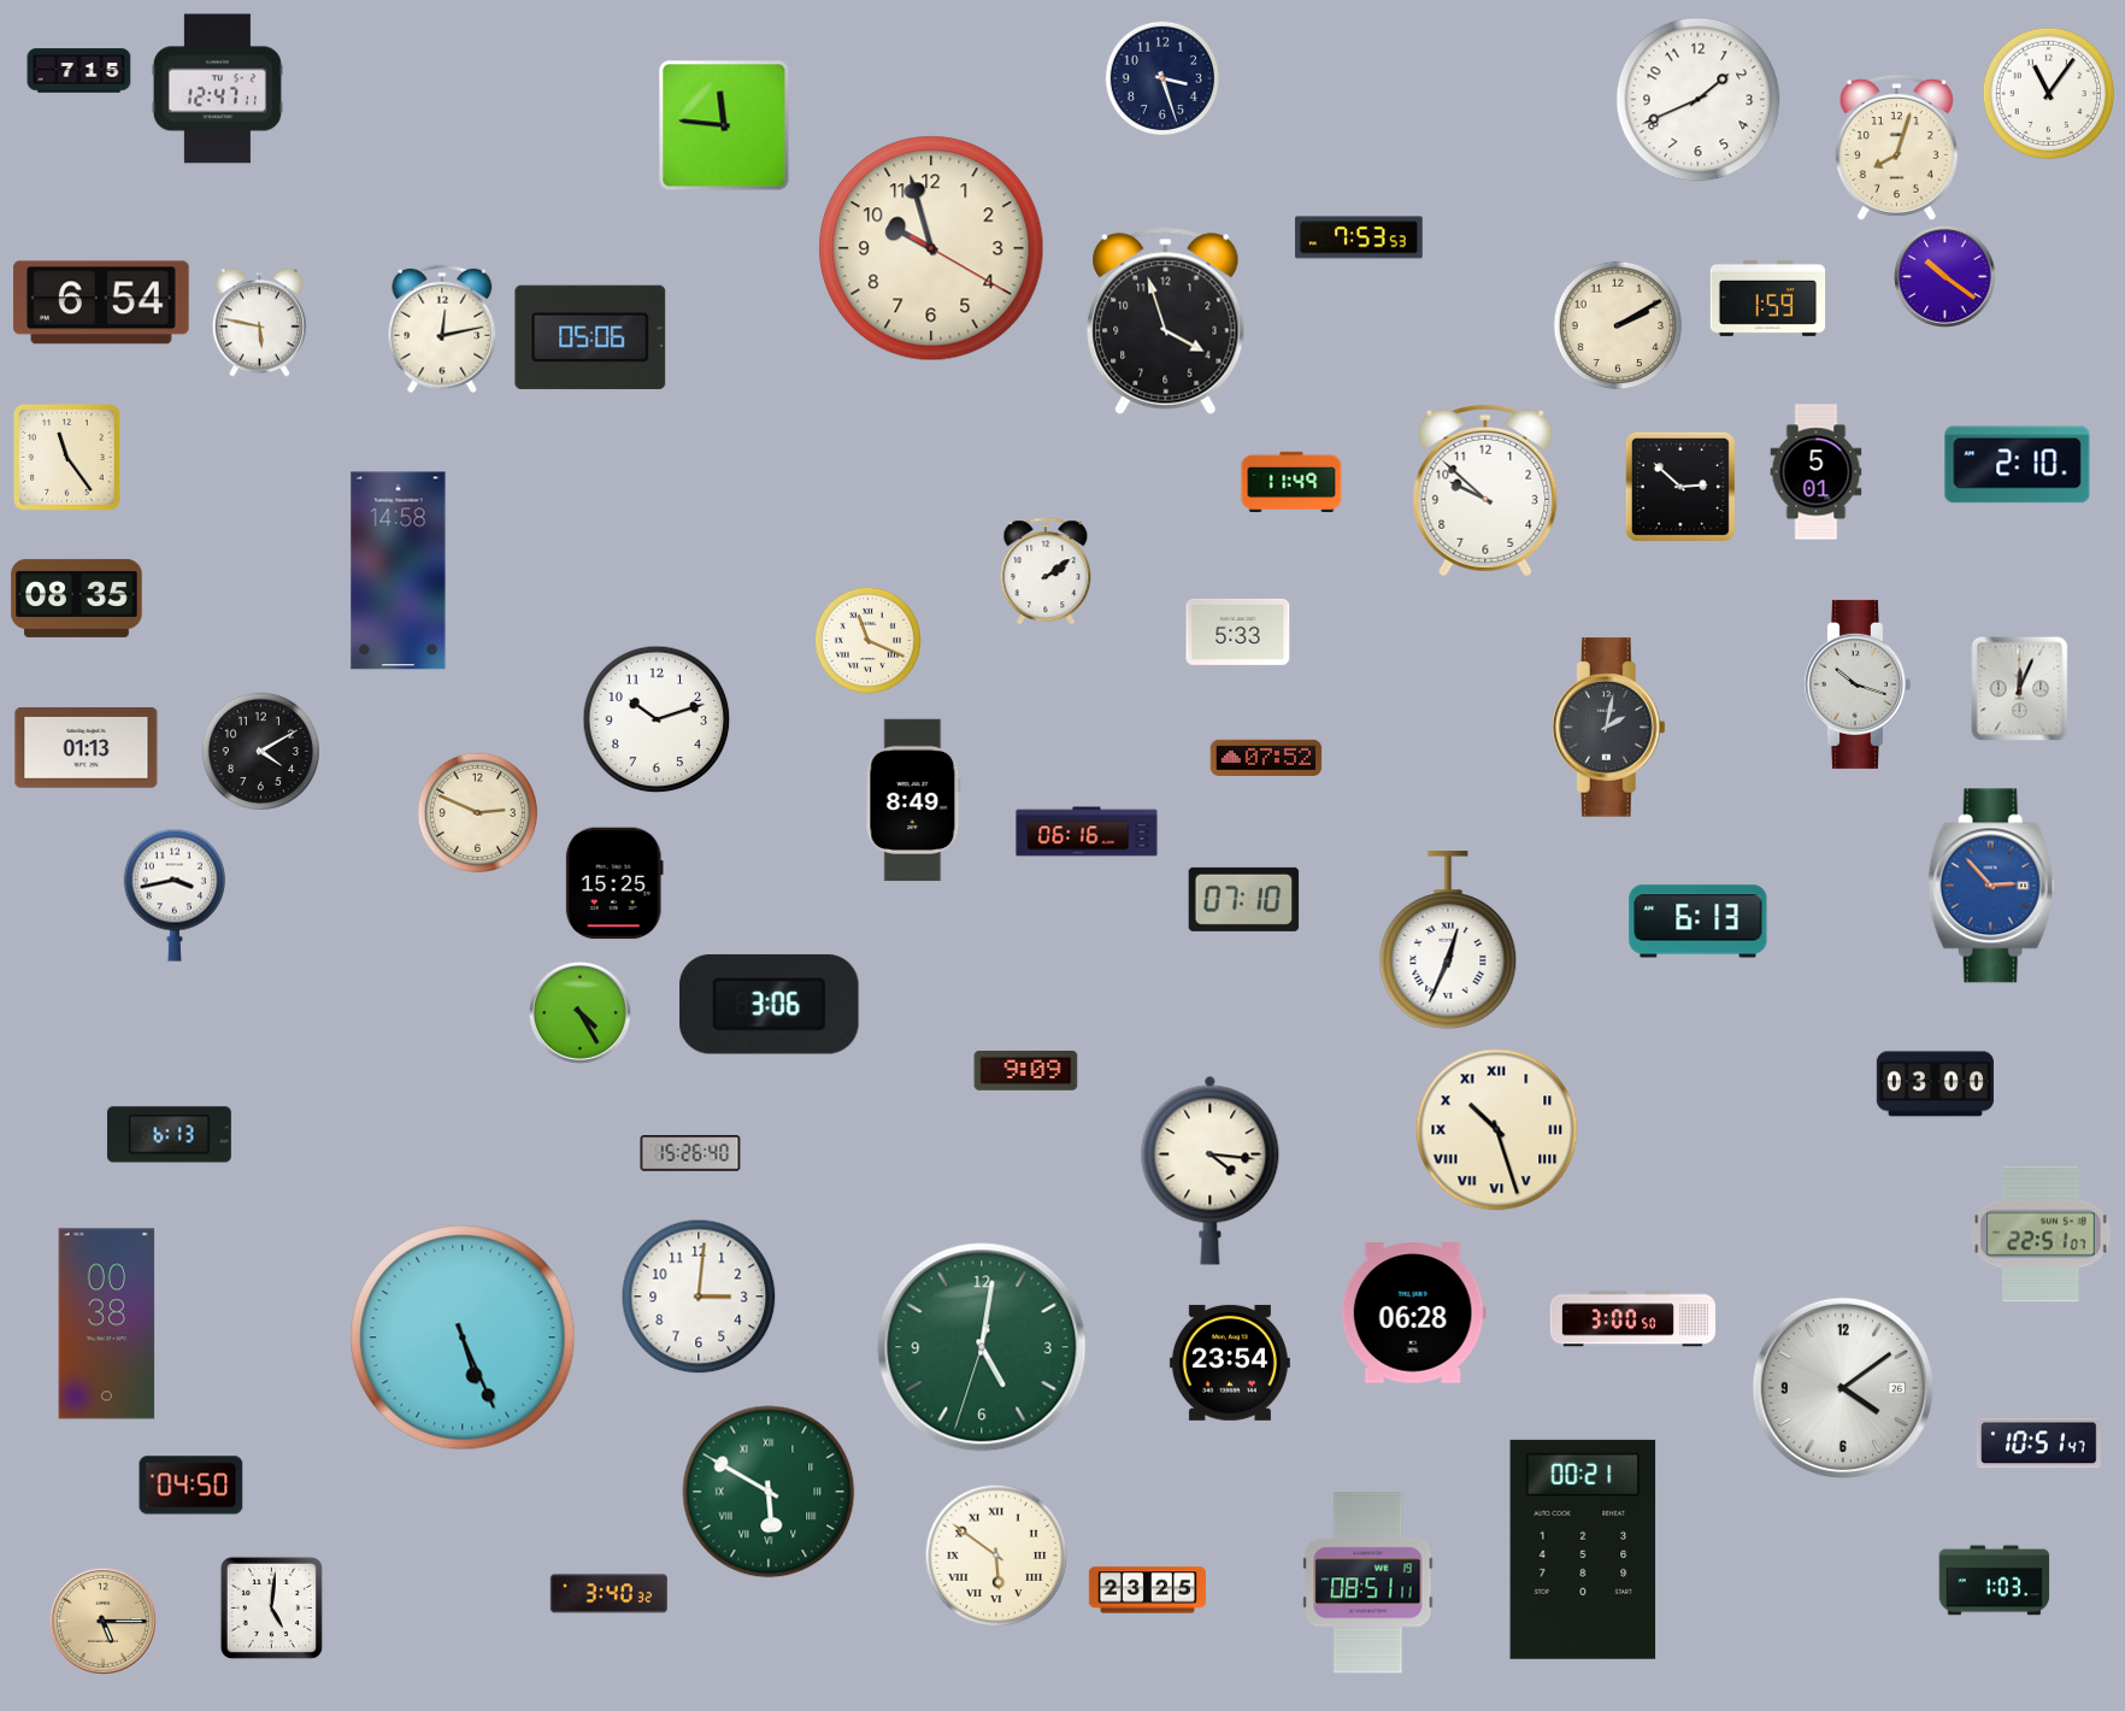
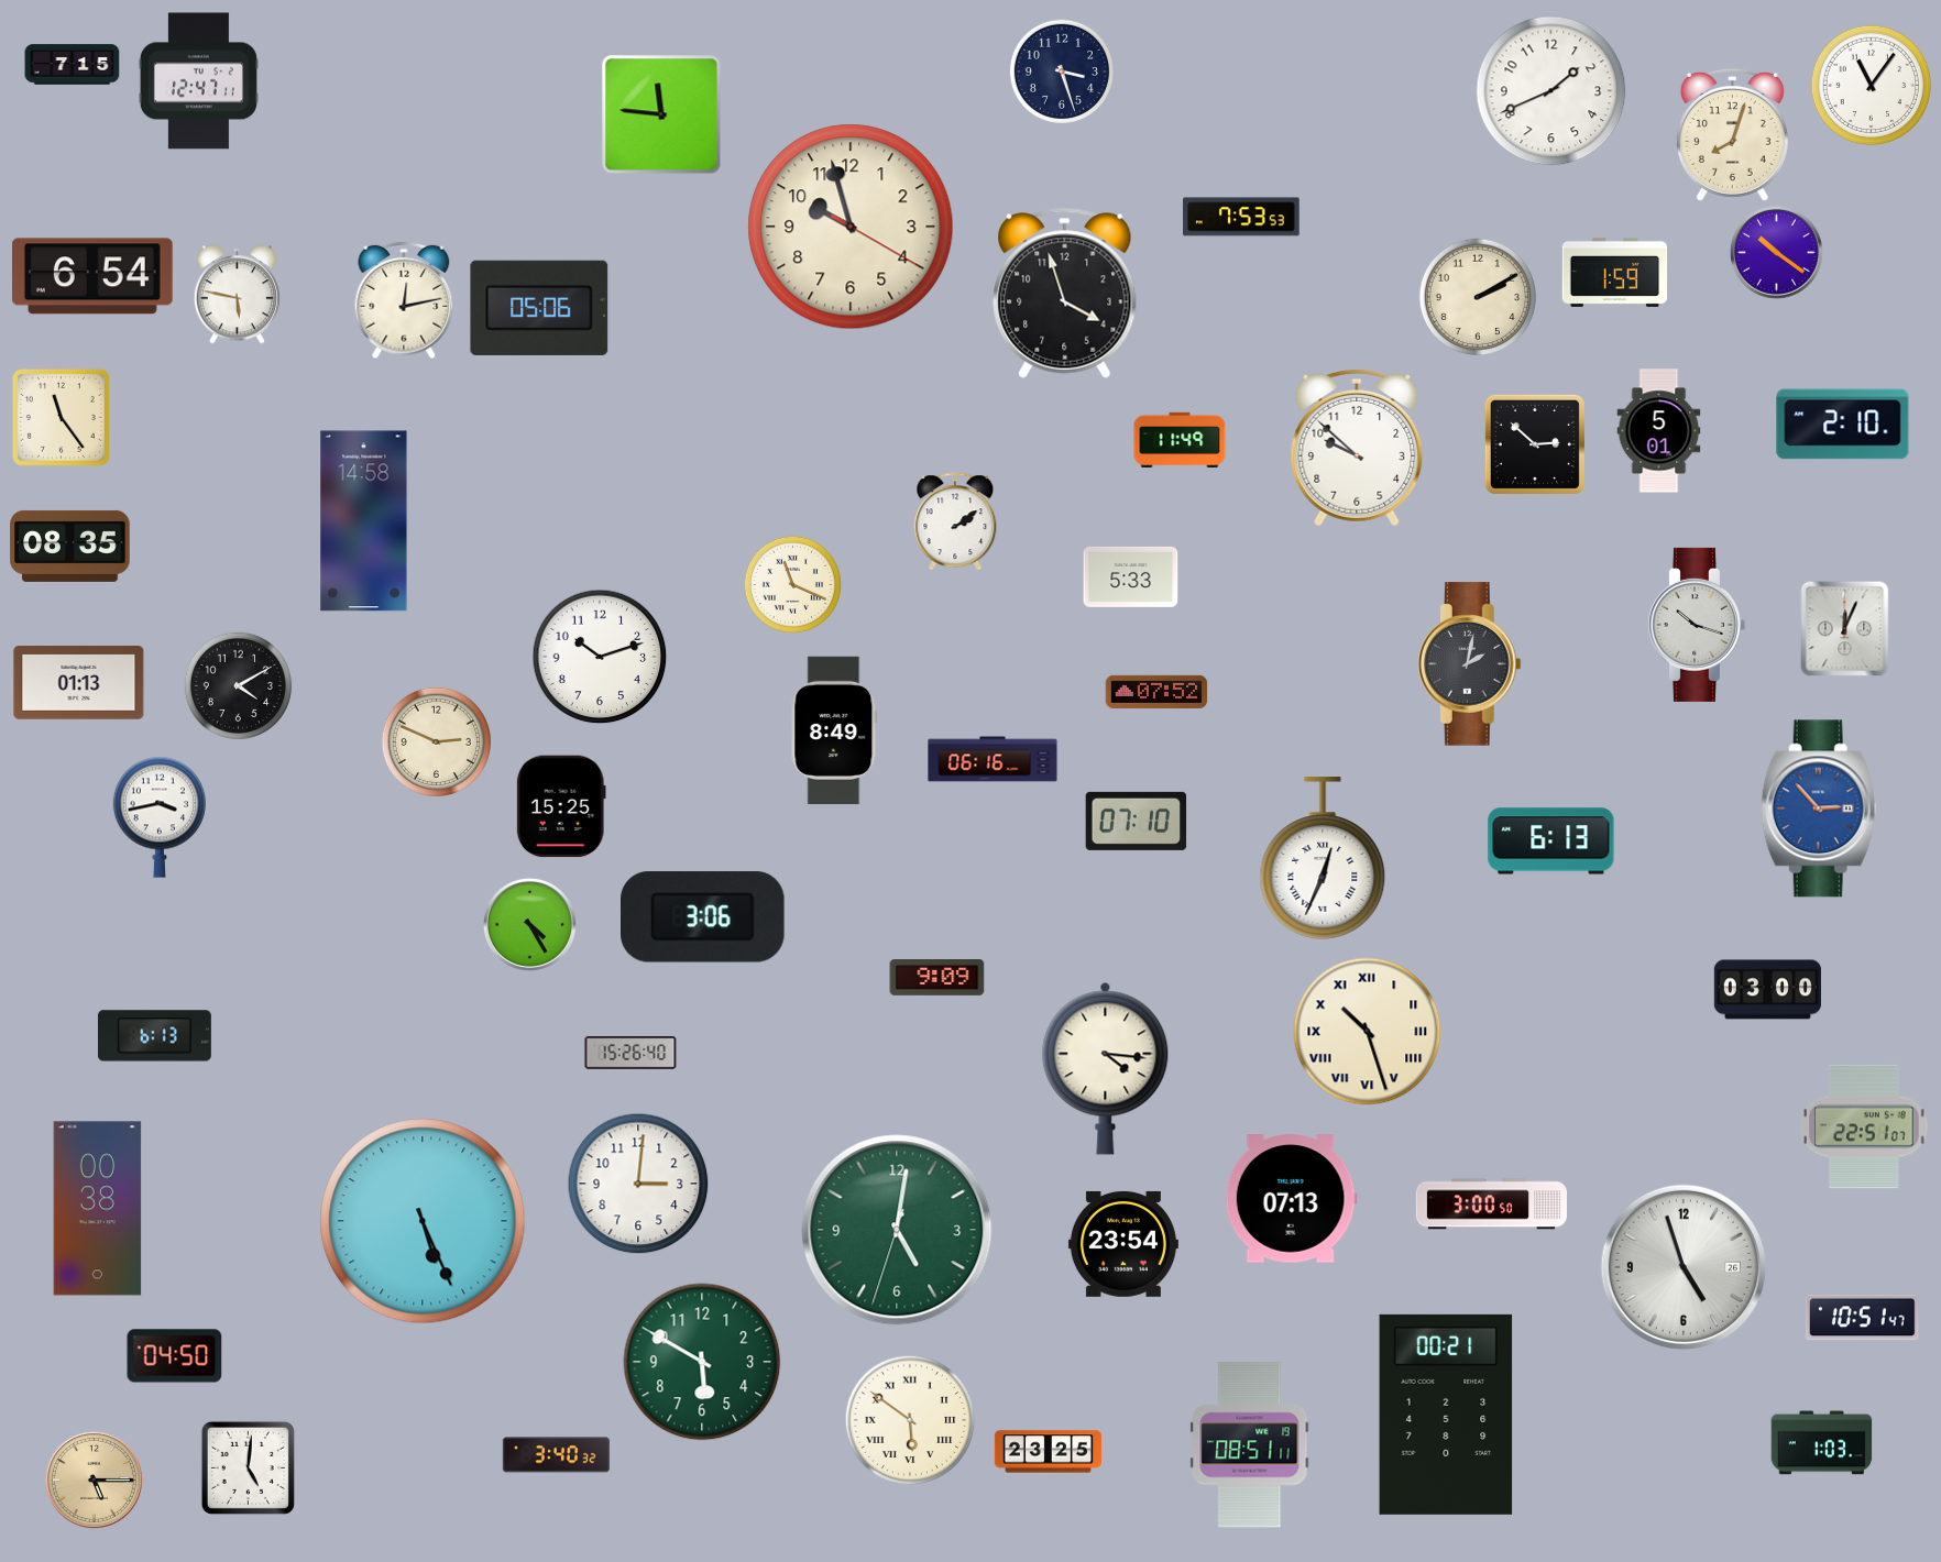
clock at (1413, 1313): 06:28 -> 07:13
clock at (1843, 1388): 4:09 -> 4:57
clock at (769, 1492) numerals: Roman -> Arabic
